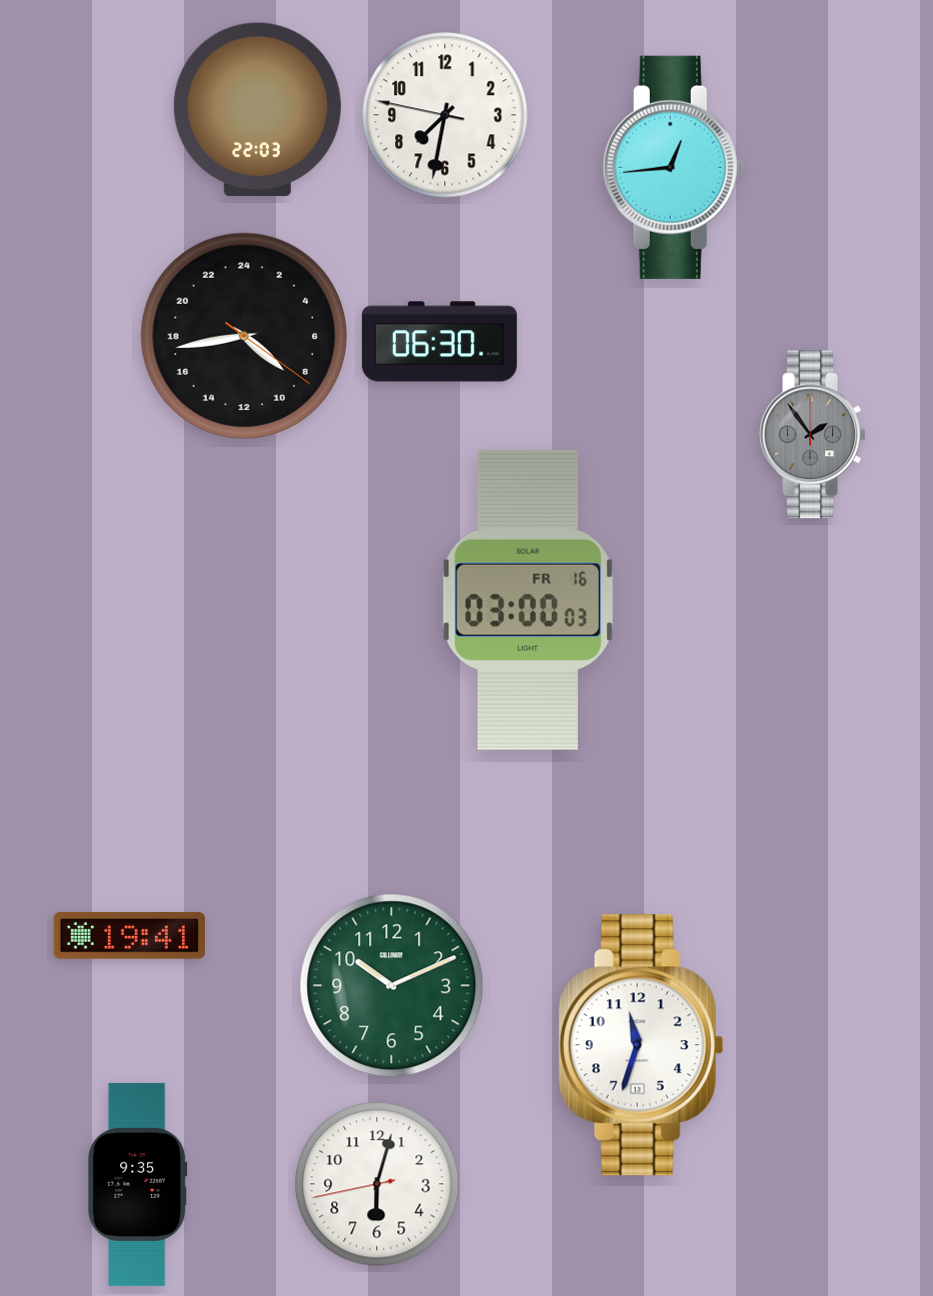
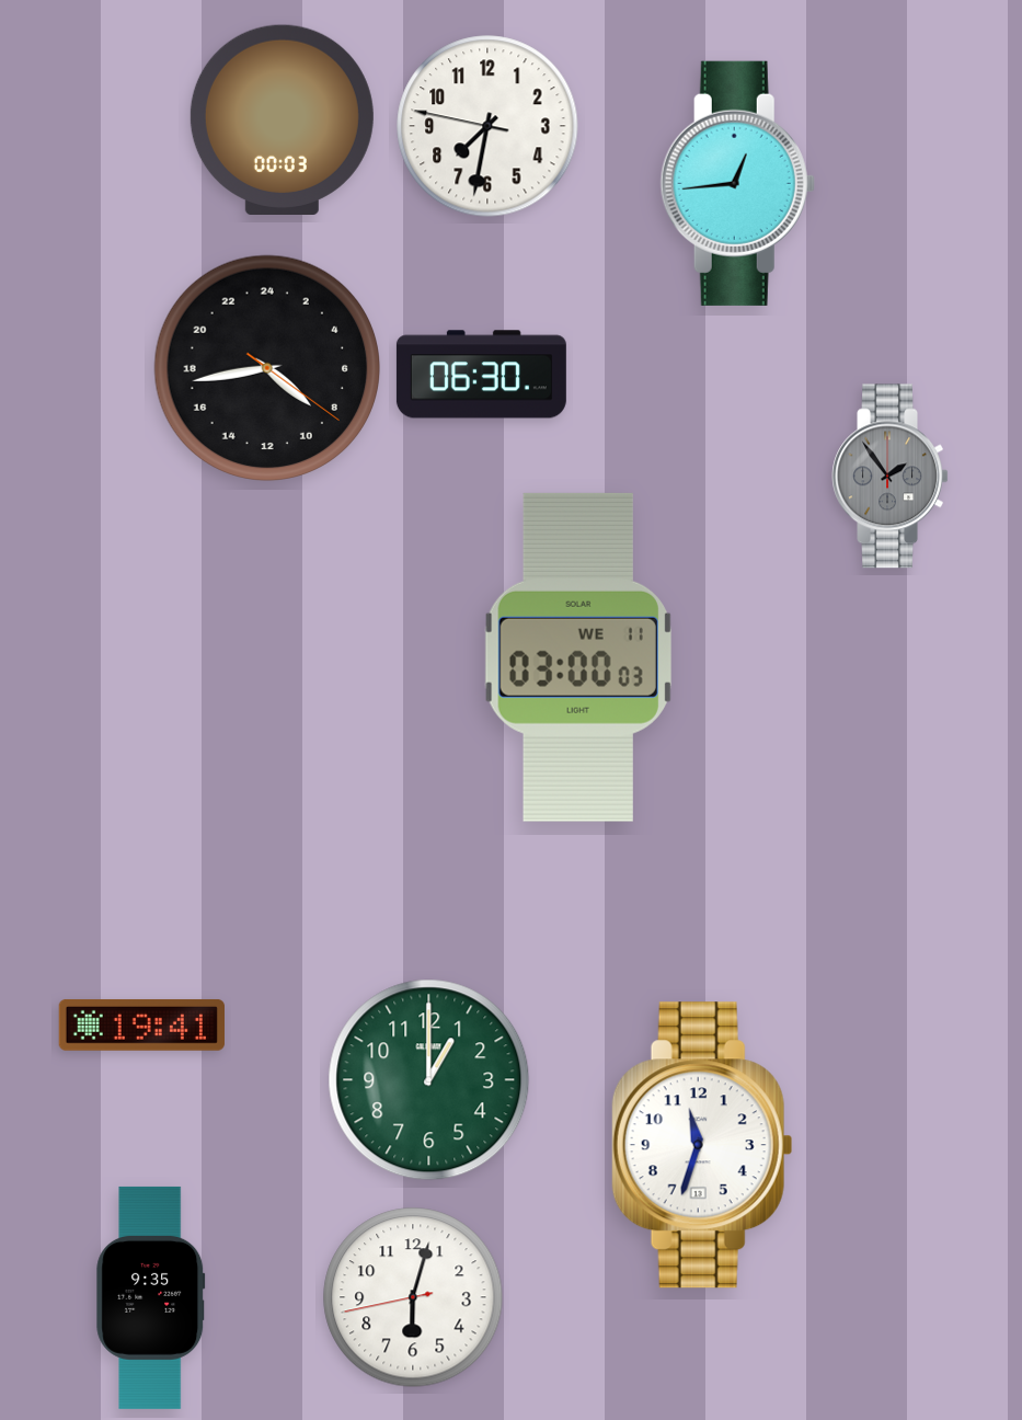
clock at (257, 109): 22:03 -> 00:03
clock at (528, 600) date: FR 16 -> WE 11
clock at (392, 986): 10:11 -> 1:00
